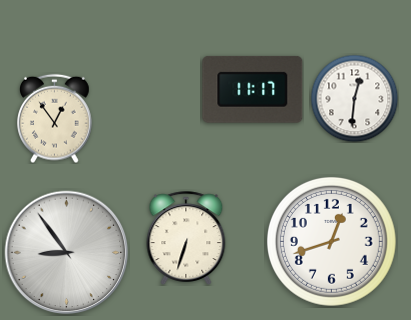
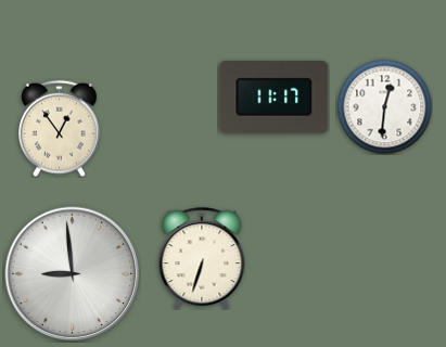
clock at (331, 241): 12:42 -> none
clock at (67, 253): 8:54 -> 8:59
